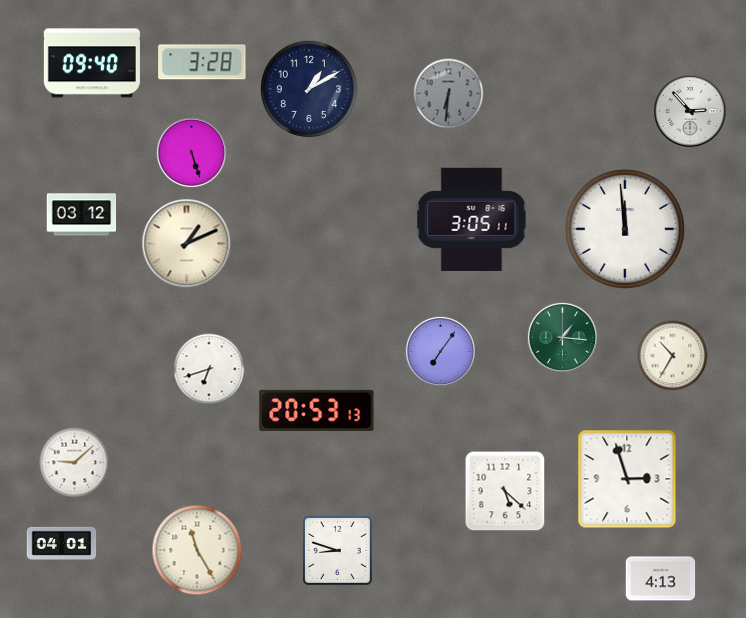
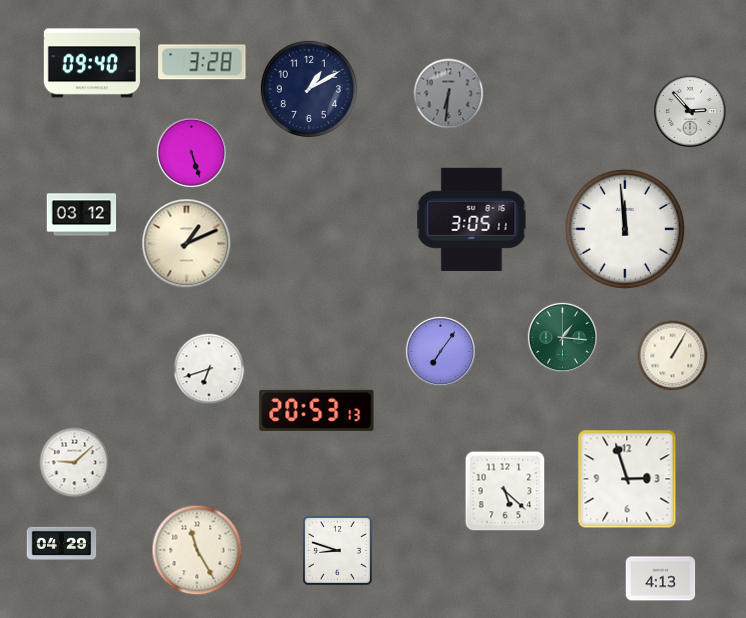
clock at (673, 356): 10:35 -> 1:05
clock at (62, 543): 04:01 -> 04:29
